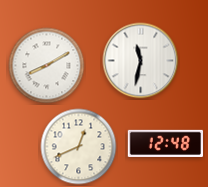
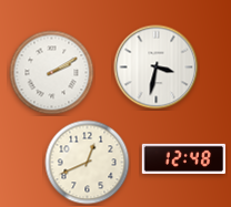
clock at (141, 61): 11:32 -> 3:32
clock at (47, 66): 8:10 -> 2:10
